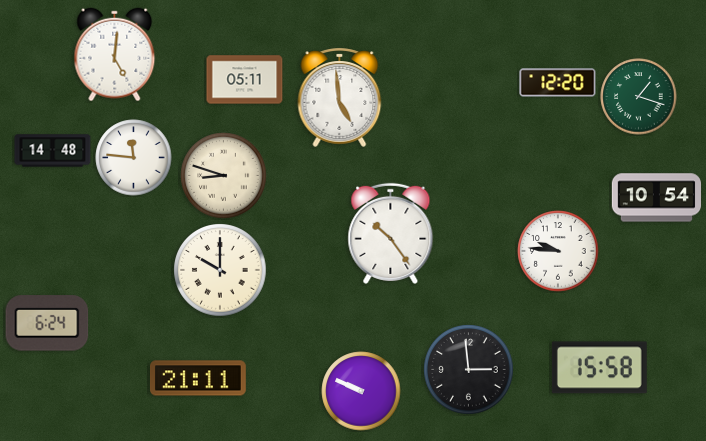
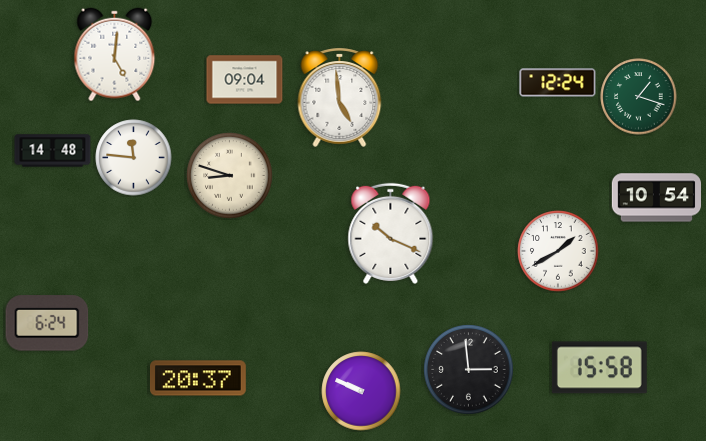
clock at (245, 80): 05:11 -> 09:04
clock at (558, 83): 12:20 -> 12:24
clock at (224, 176) position: (224, 176) -> (230, 176)
clock at (391, 233): 10:24 -> 10:19
clock at (558, 251): 9:46 -> 1:40
clock at (220, 270): 10:00 -> none
clock at (198, 378): 21:11 -> 20:37
